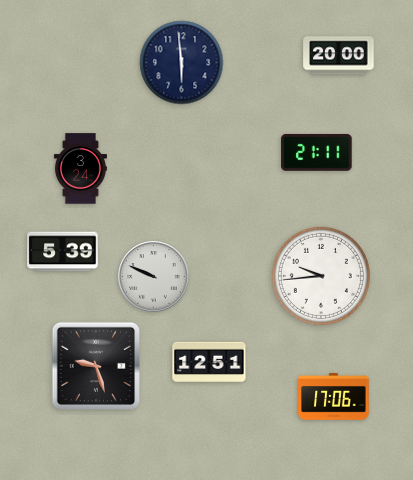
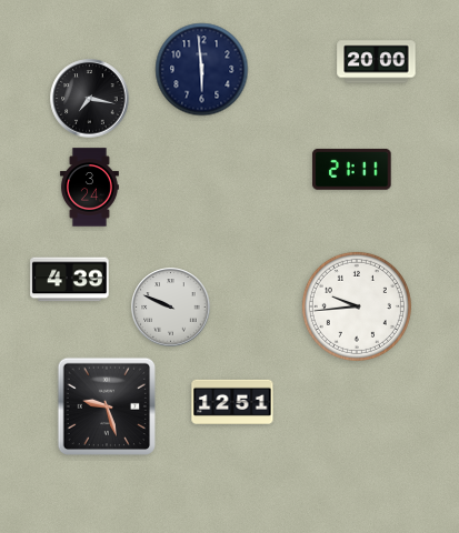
clock at (90, 99): none -> 7:17
clock at (63, 252): 5:39 -> 4:39
clock at (334, 397): 17:06 -> none
